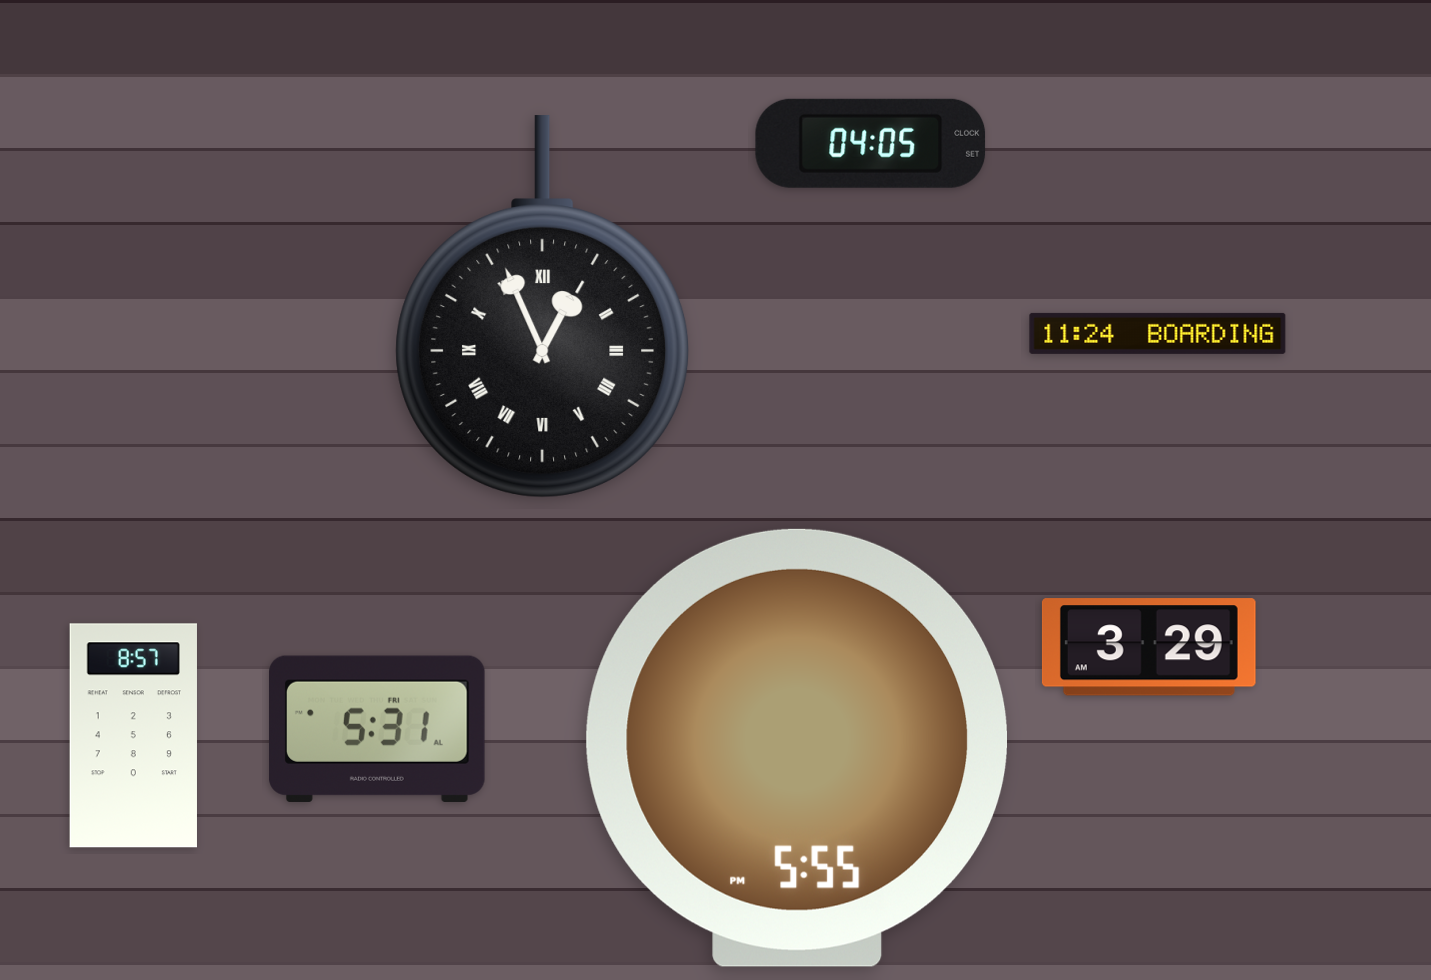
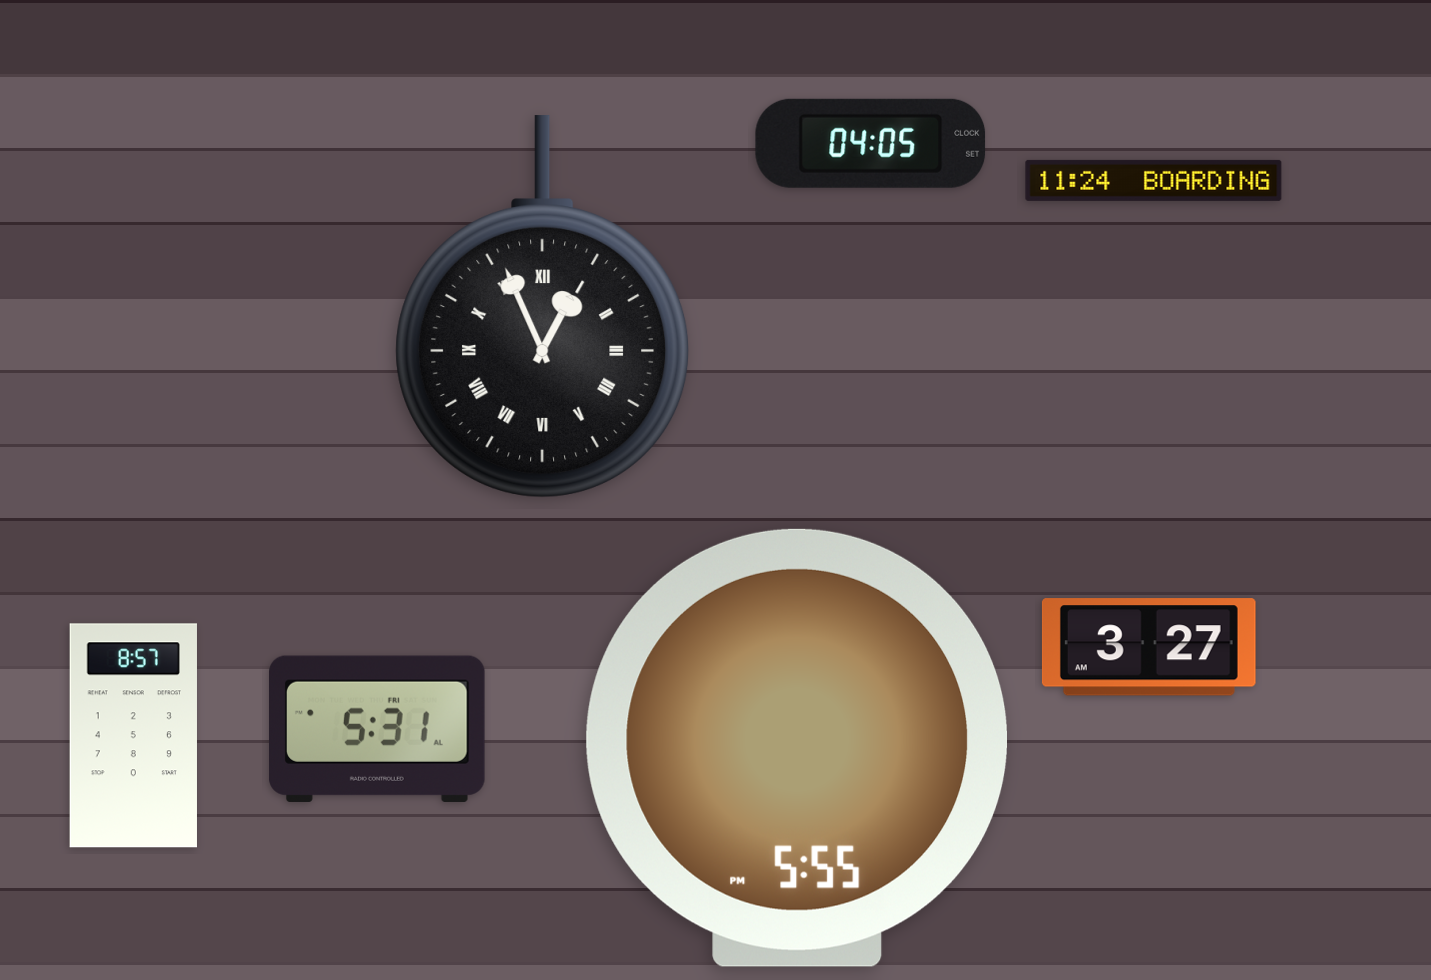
clock at (1158, 333) position: (1158, 333) -> (1154, 180)
clock at (1149, 647): 3:29 -> 3:27
